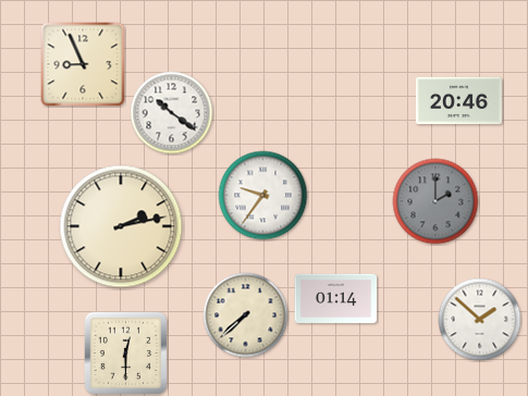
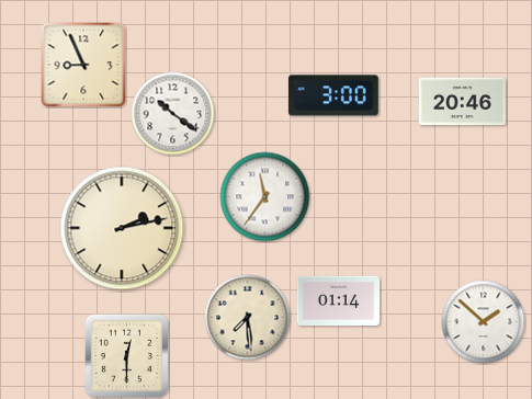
clock at (333, 95): none -> 3:00
clock at (263, 196): 9:36 -> 11:36
clock at (435, 201): 2:00 -> none
clock at (246, 315): 7:38 -> 7:29
